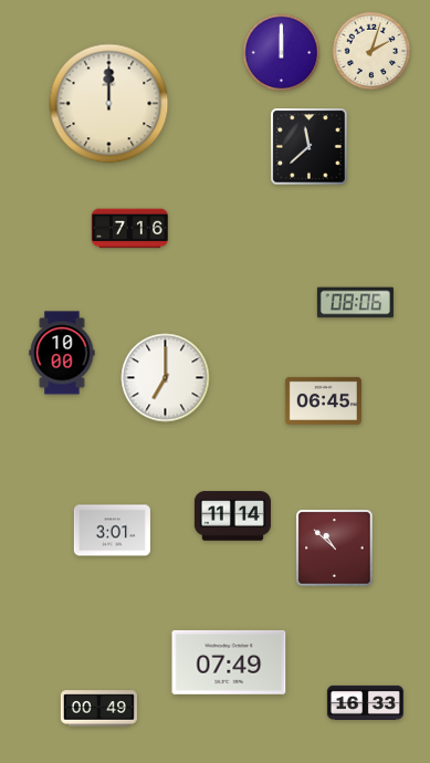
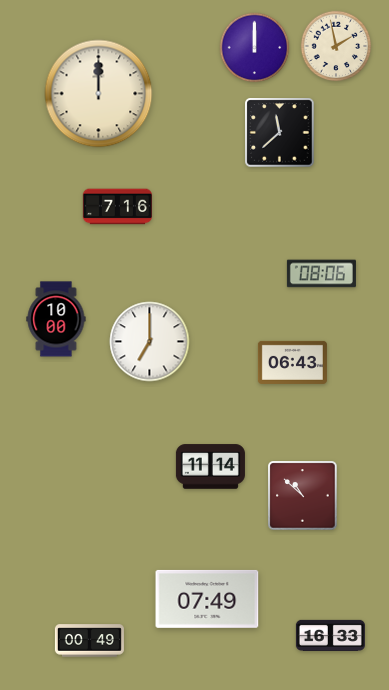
clock at (371, 51): 2:03 -> 1:58
clock at (323, 400): 06:45 -> 06:43
clock at (112, 531): 3:01 -> none
